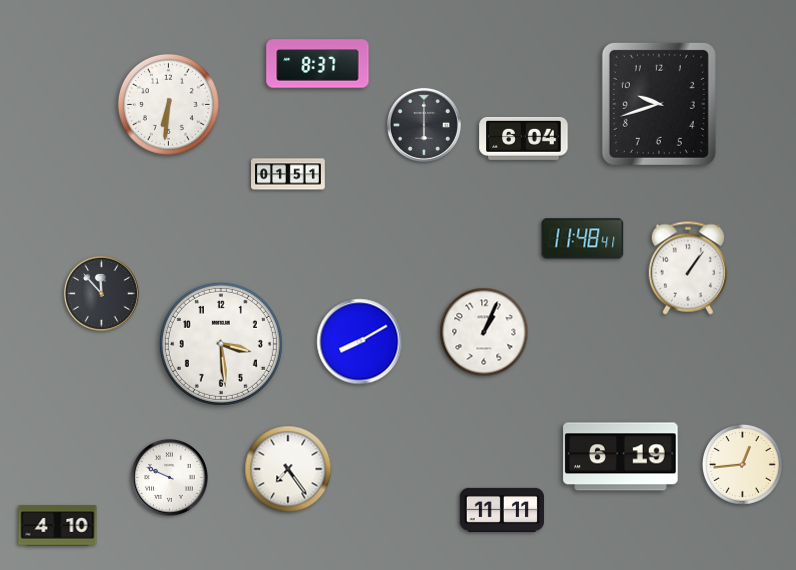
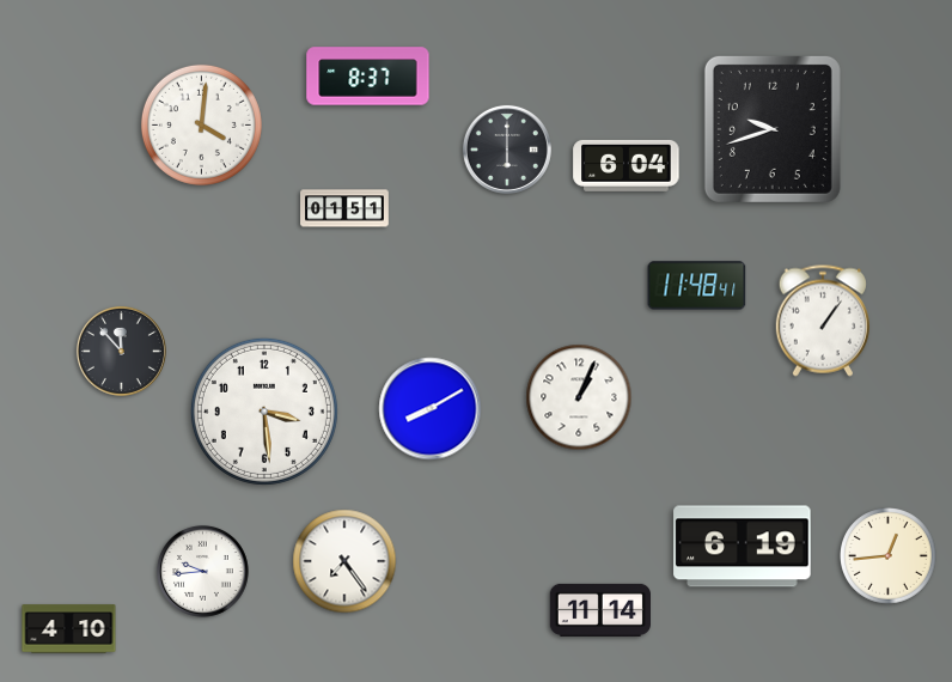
clock at (318, 64) position: (318, 64) -> (368, 77)
clock at (168, 104): 6:31 -> 4:01
clock at (659, 104) position: (659, 104) -> (773, 129)
clock at (169, 477): 9:49 -> 9:44
clock at (501, 510): 11:11 -> 11:14
